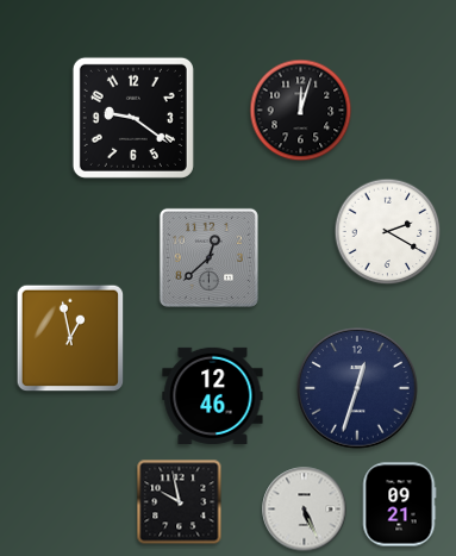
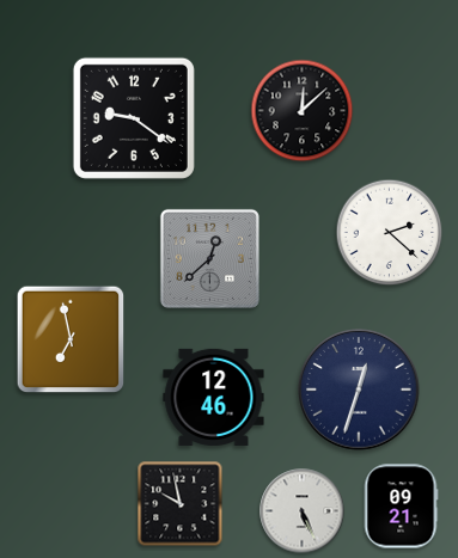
clock at (301, 111): 12:03 -> 12:08
clock at (388, 232): 2:20 -> 2:22
clock at (70, 338): 12:58 -> 6:58
clock at (305, 510) position: (305, 510) -> (303, 511)
